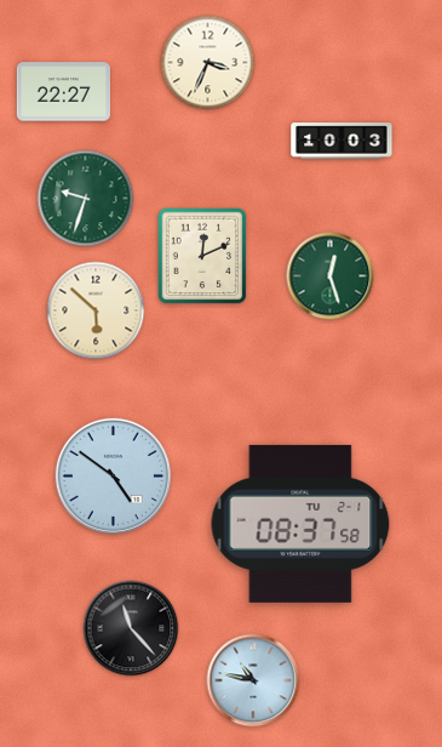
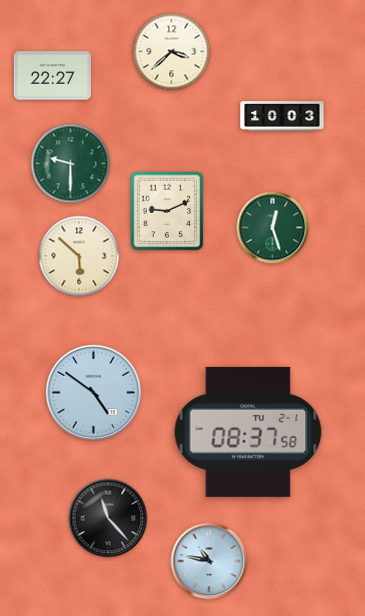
clock at (208, 63): 3:34 -> 3:38
clock at (86, 199): 9:33 -> 9:30
clock at (202, 256): 12:11 -> 9:11
